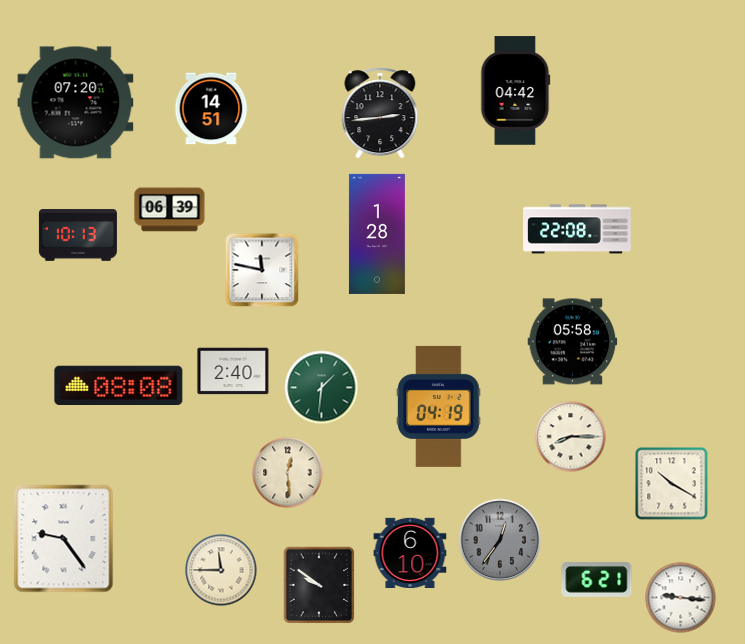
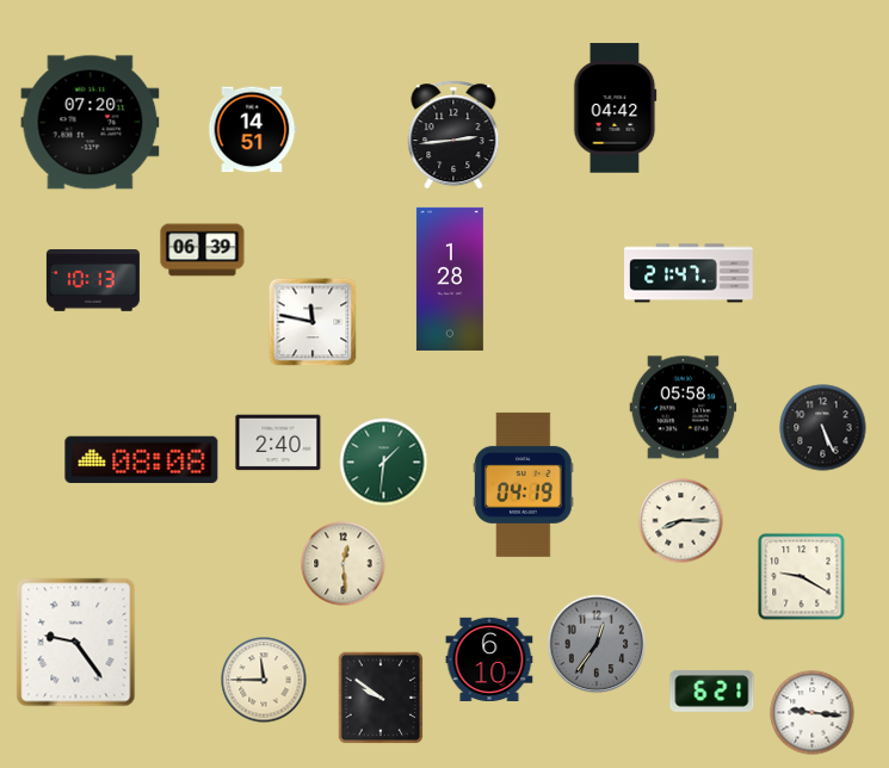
clock at (577, 229): 22:08 -> 21:47
clock at (823, 428): none -> 5:26
clock at (672, 484): 10:20 -> 9:20
